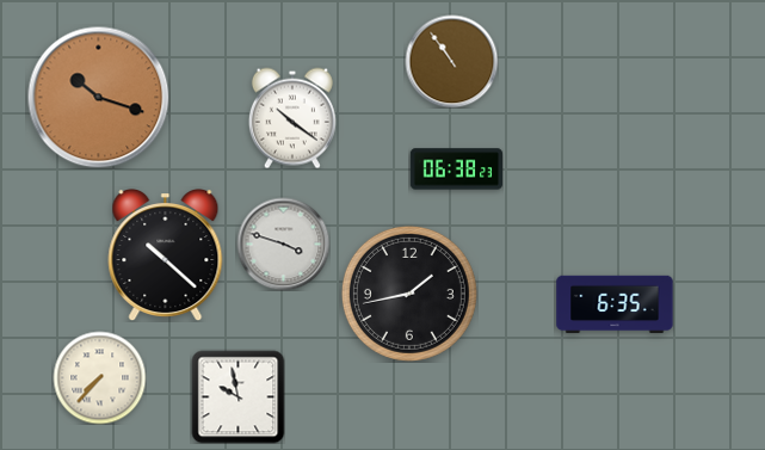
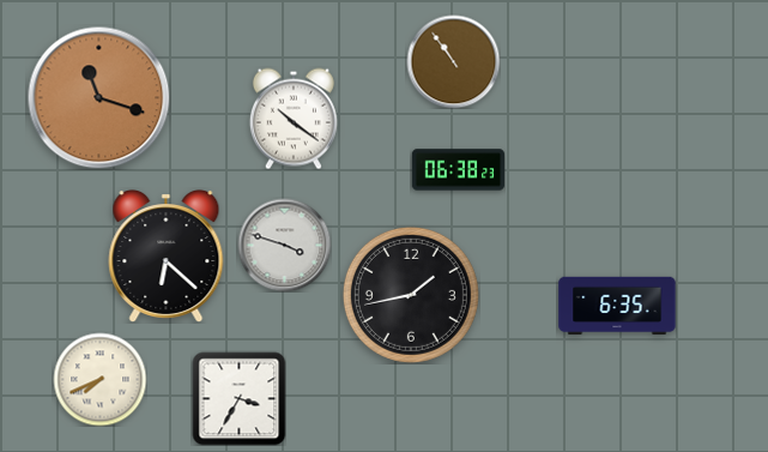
clock at (99, 98): 10:18 -> 11:18
clock at (166, 255): 10:22 -> 6:22
clock at (99, 377): 7:37 -> 7:41
clock at (237, 396): 9:58 -> 3:35
